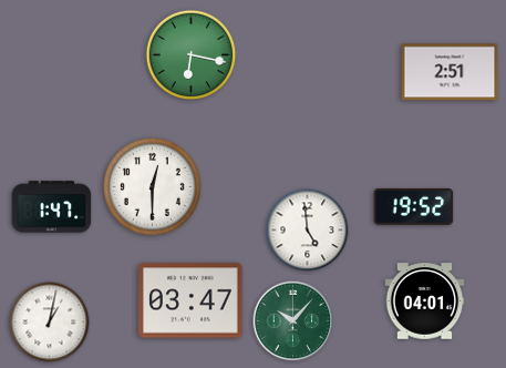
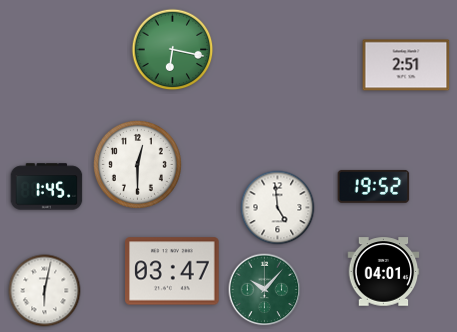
clock at (152, 186) position: (152, 186) -> (137, 164)
clock at (52, 207): 1:47 -> 1:45
clock at (50, 323): 1:02 -> 6:02
